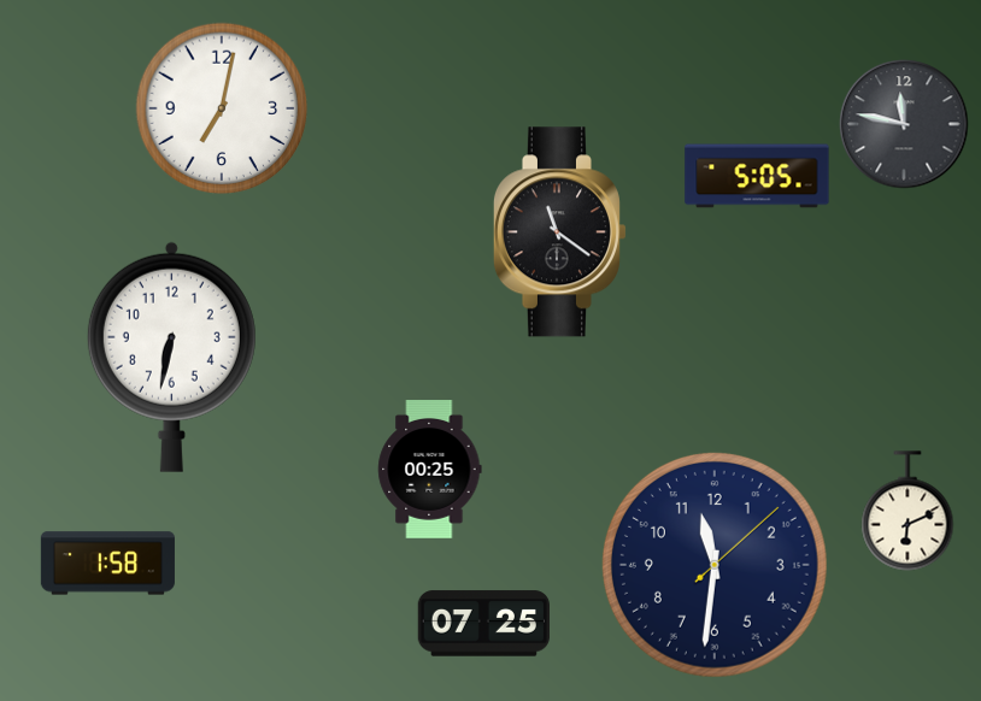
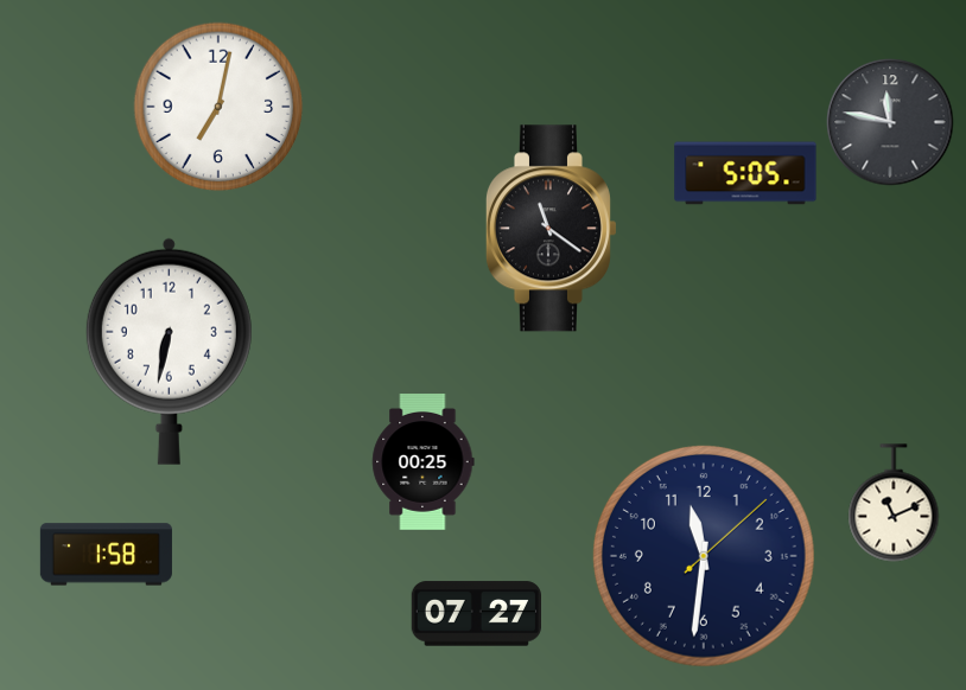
clock at (907, 511): 6:11 -> 11:11
clock at (483, 624): 07:25 -> 07:27
